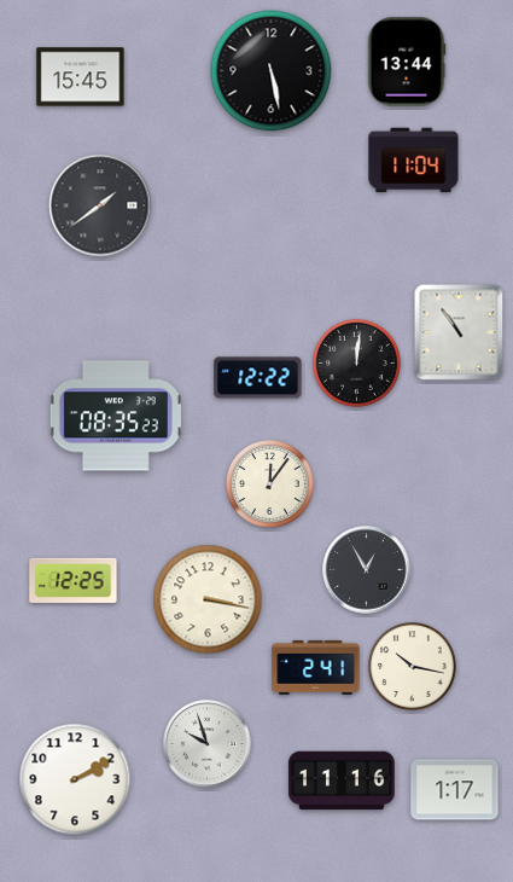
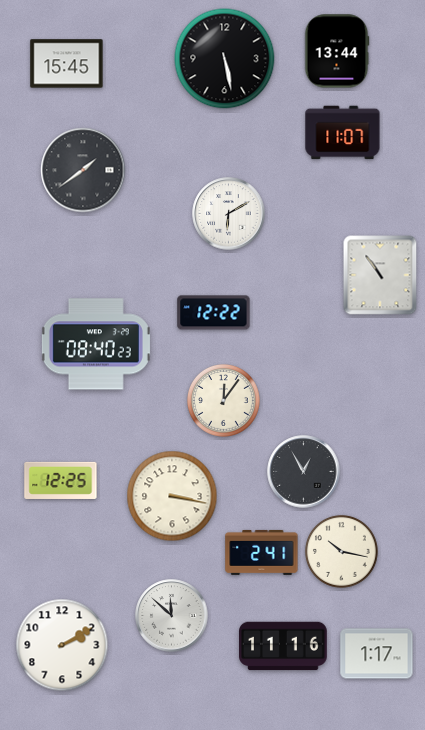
clock at (414, 161): 11:04 -> 11:07
clock at (229, 214): none -> 6:10
clock at (356, 362): 12:01 -> none
clock at (116, 416): 08:35 -> 08:40
clock at (208, 744): 9:57 -> 11:52
